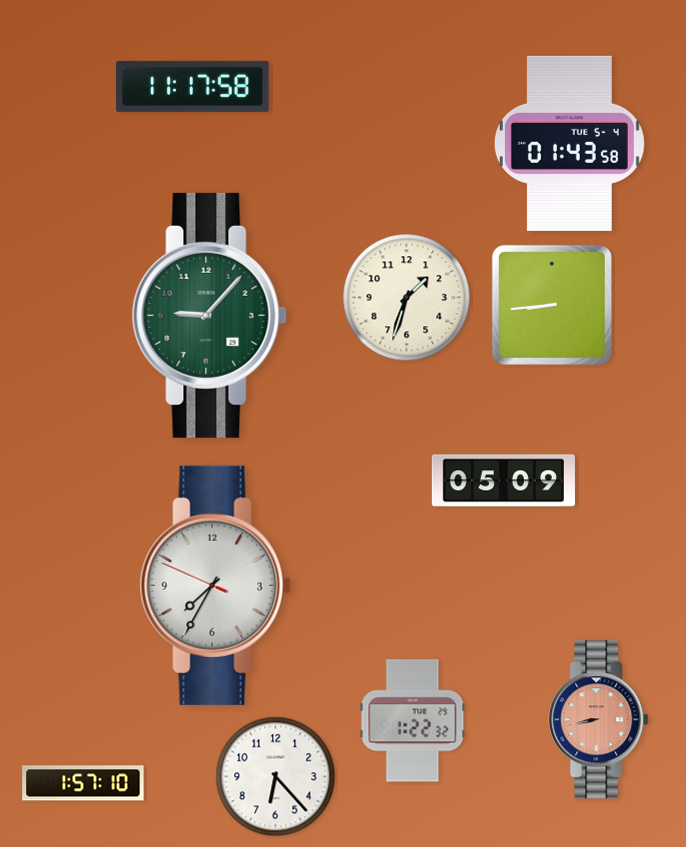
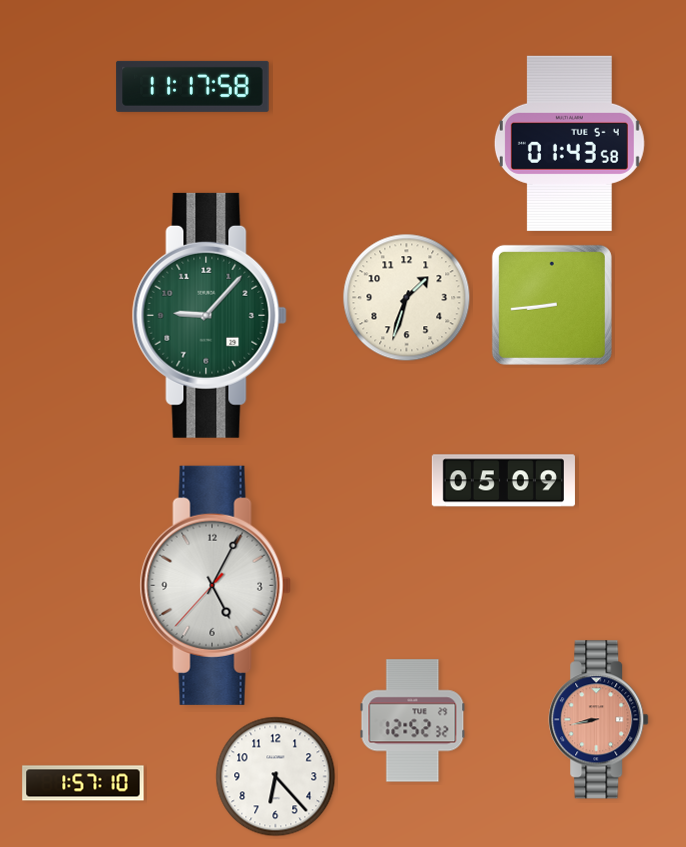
clock at (215, 585): 7:34 -> 5:04
clock at (413, 721): 1:22 -> 12:52
